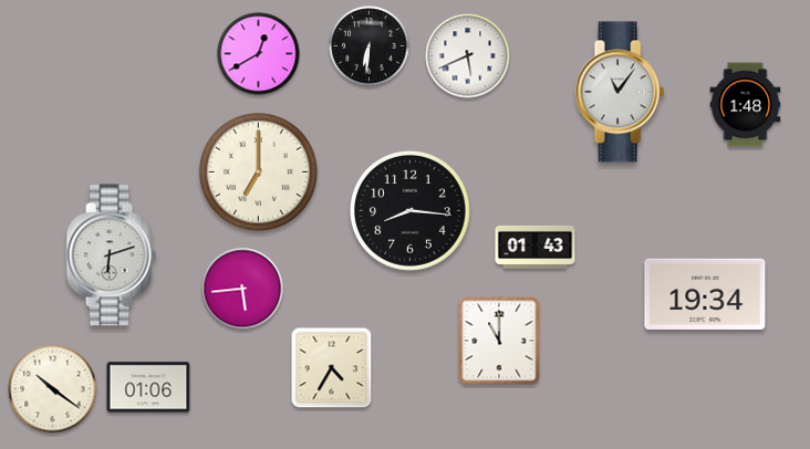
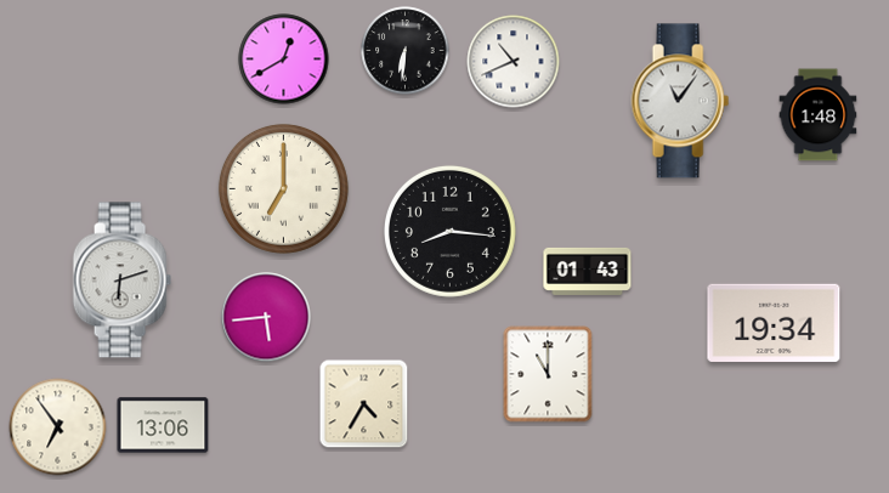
clock at (468, 56): 5:41 -> 10:41
clock at (148, 387): 01:06 -> 13:06
clock at (53, 389): 10:21 -> 6:54
